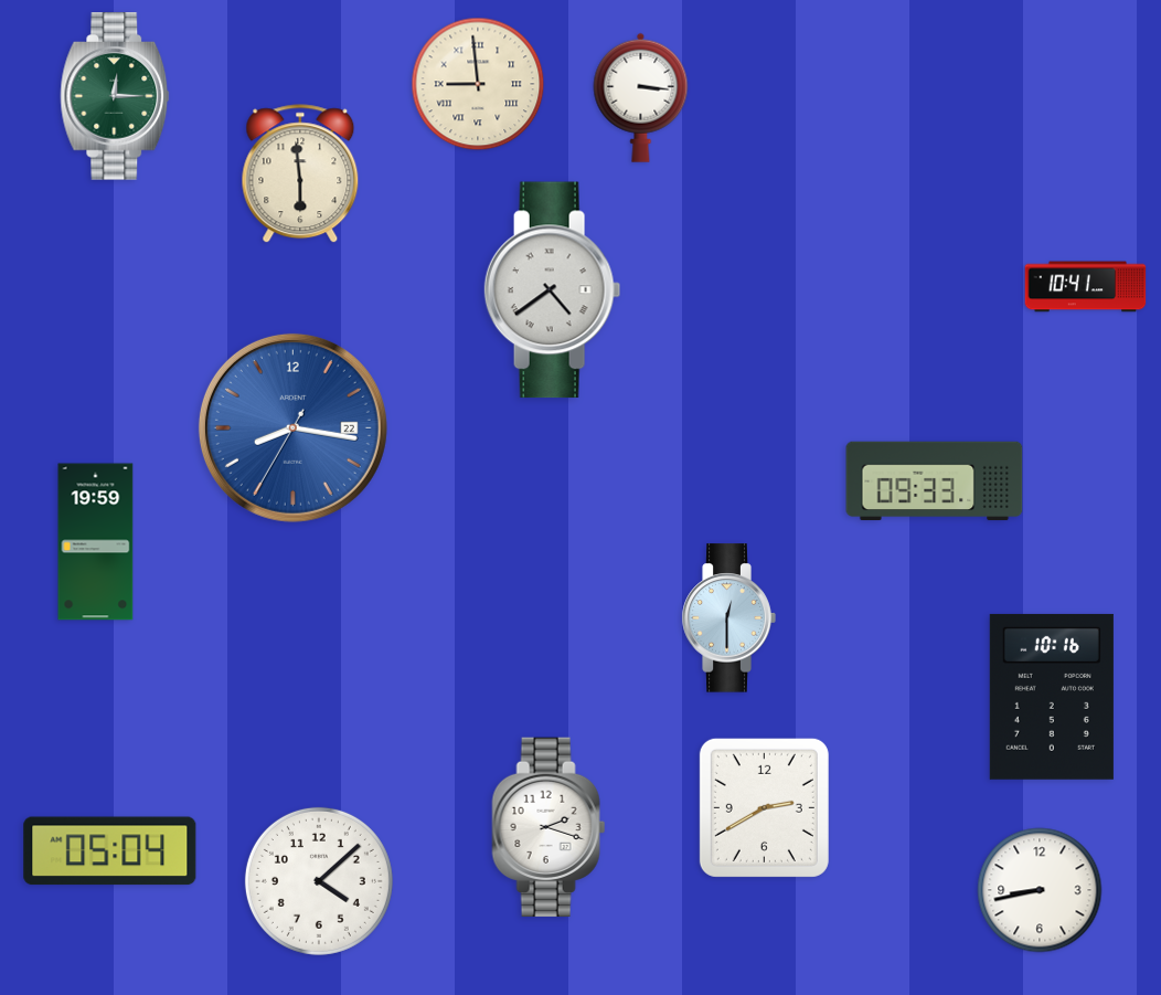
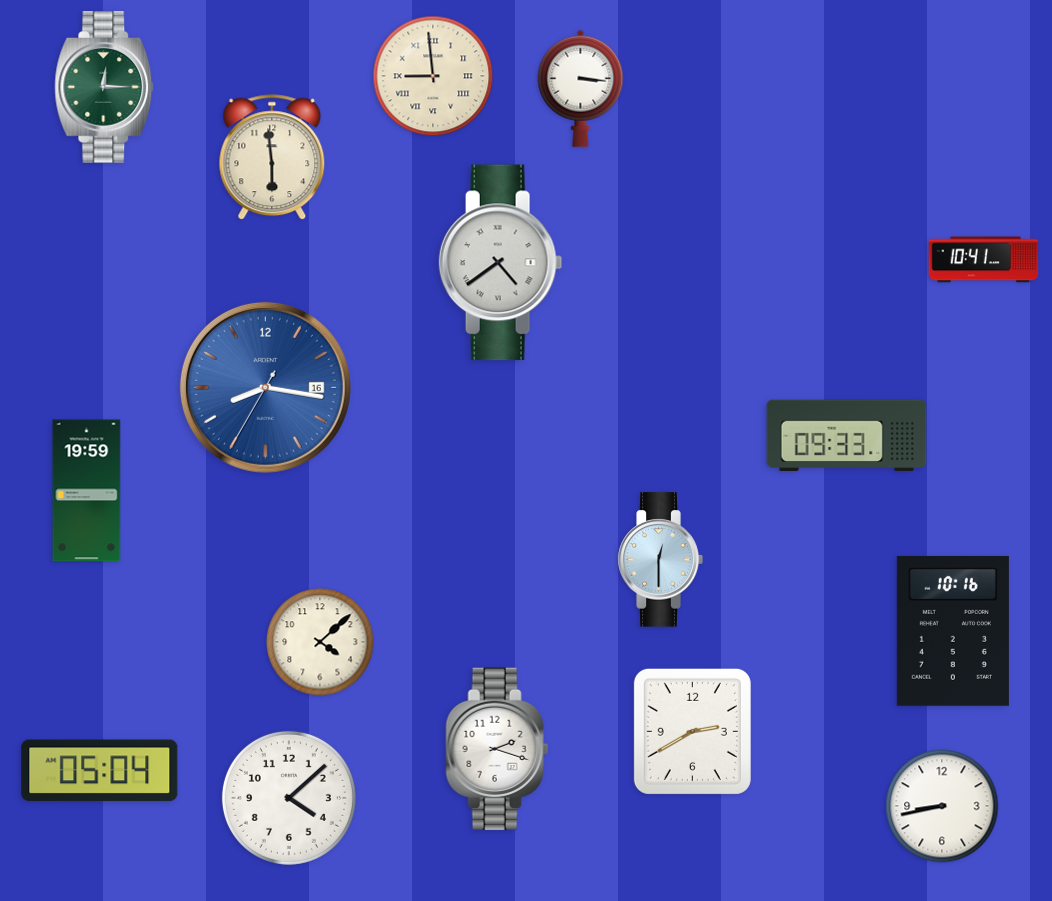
clock at (292, 427) date: 22 -> 16
clock at (320, 642): none -> 4:08
